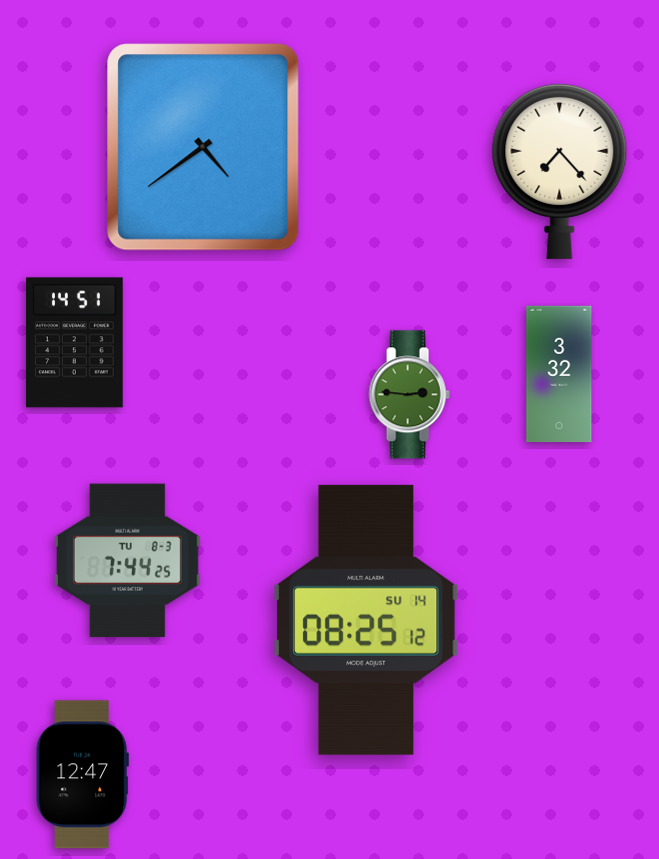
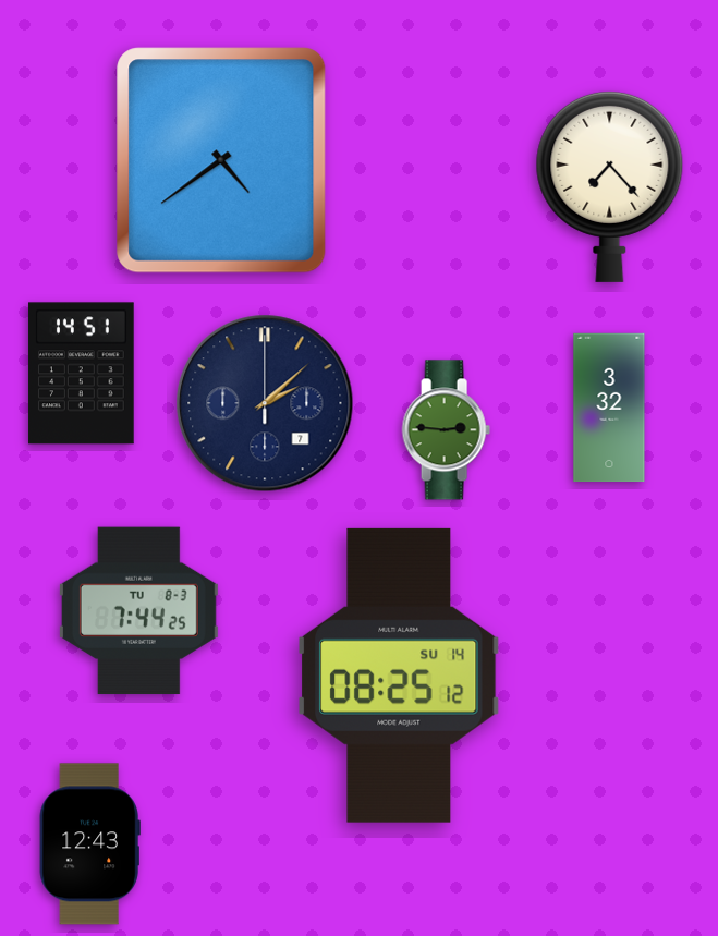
clock at (265, 403): none -> 2:08
clock at (82, 775): 12:47 -> 12:43
